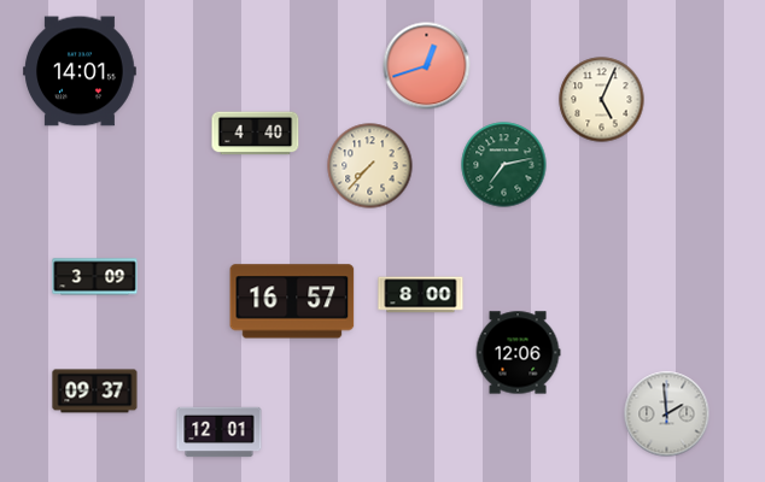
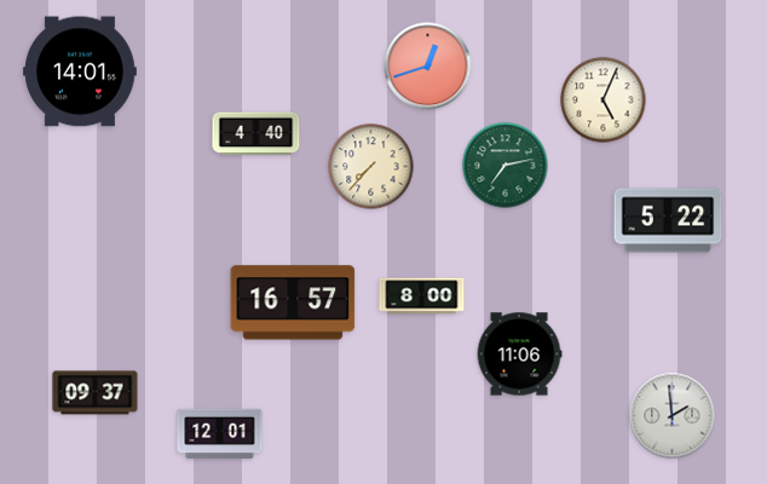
clock at (668, 220): none -> 5:22
clock at (95, 277): 3:09 -> none
clock at (518, 353): 12:06 -> 11:06
clock at (667, 415) position: (667, 415) -> (673, 416)
